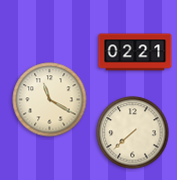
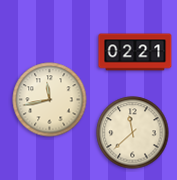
clock at (50, 100): 11:20 -> 11:43
clock at (133, 133): 7:38 -> 11:38
